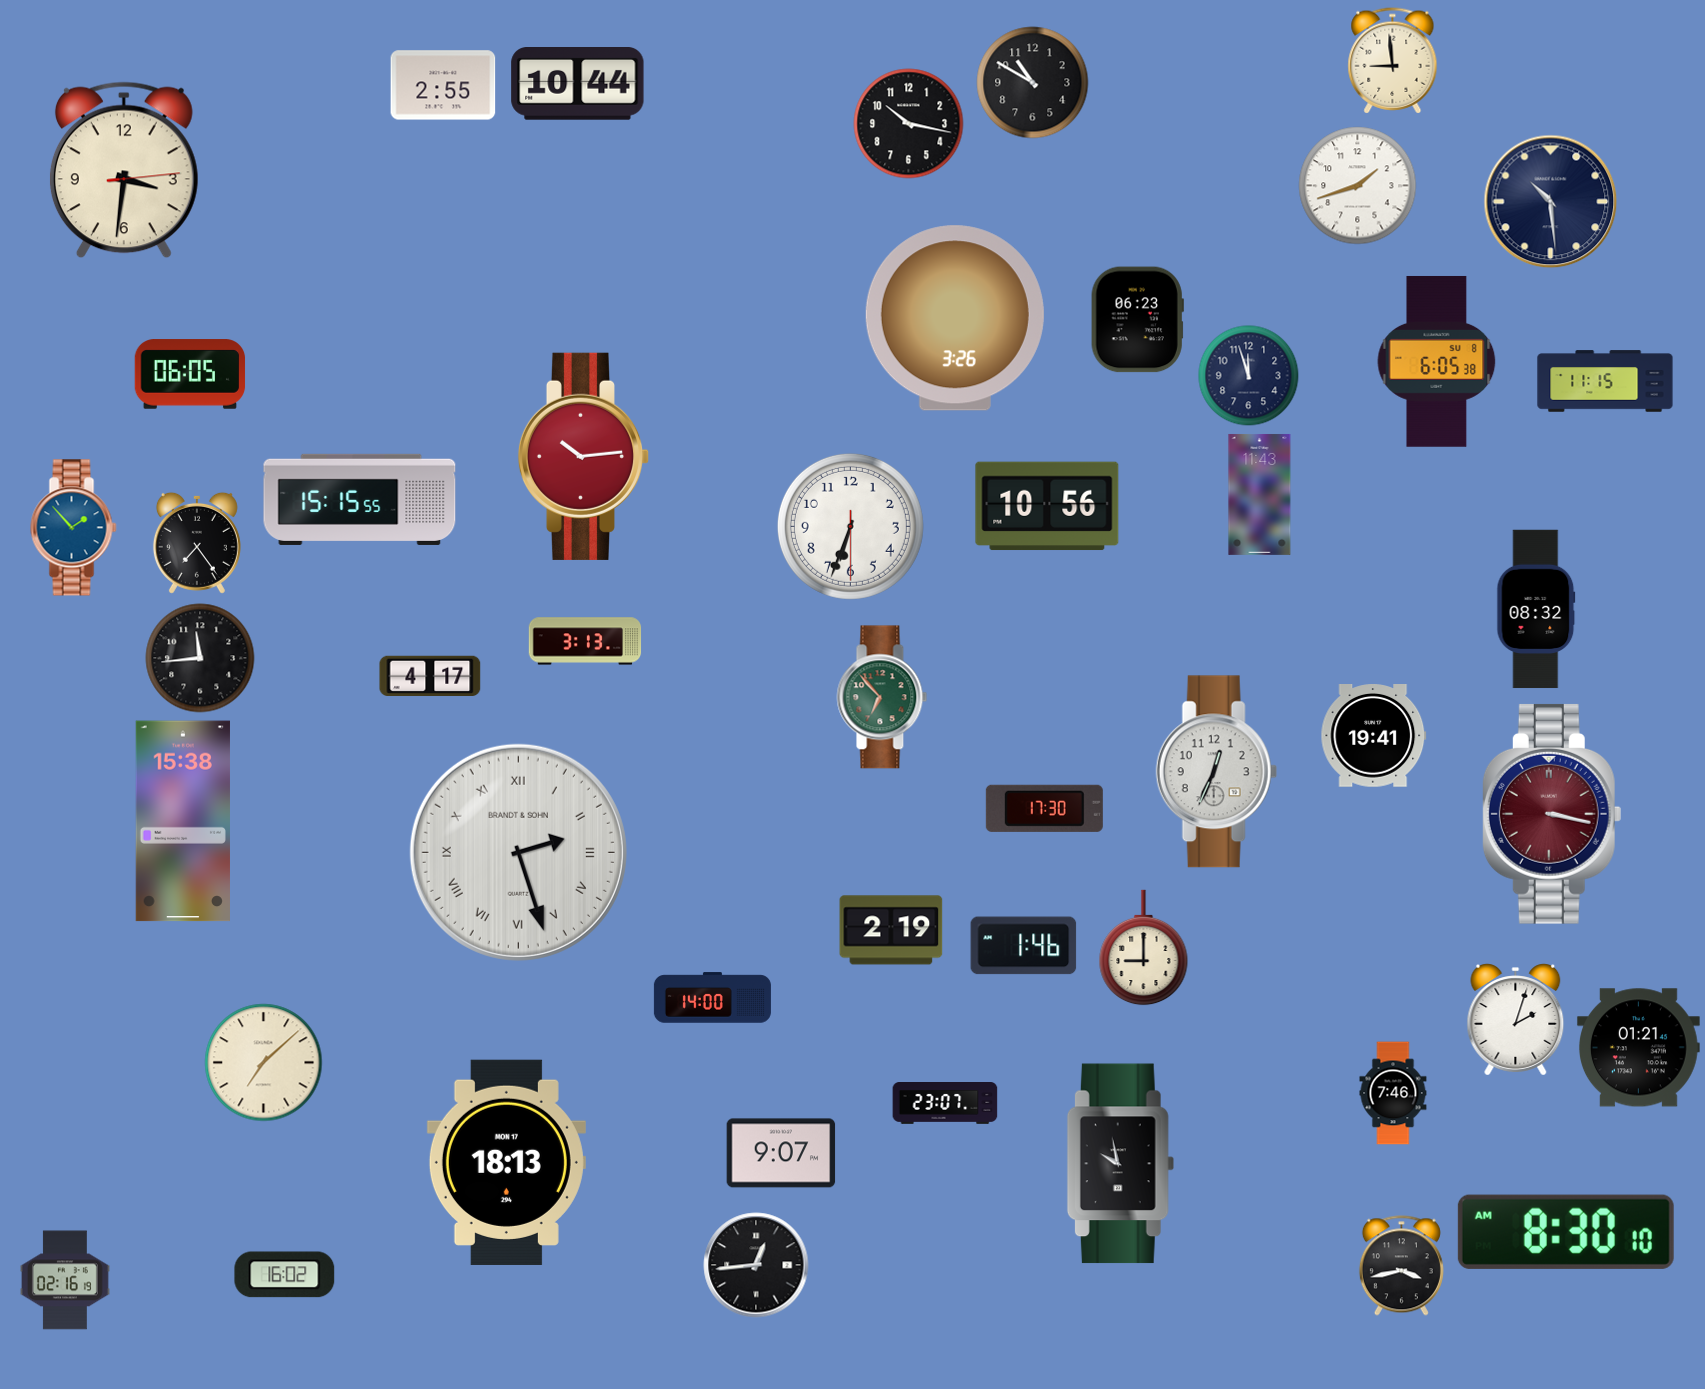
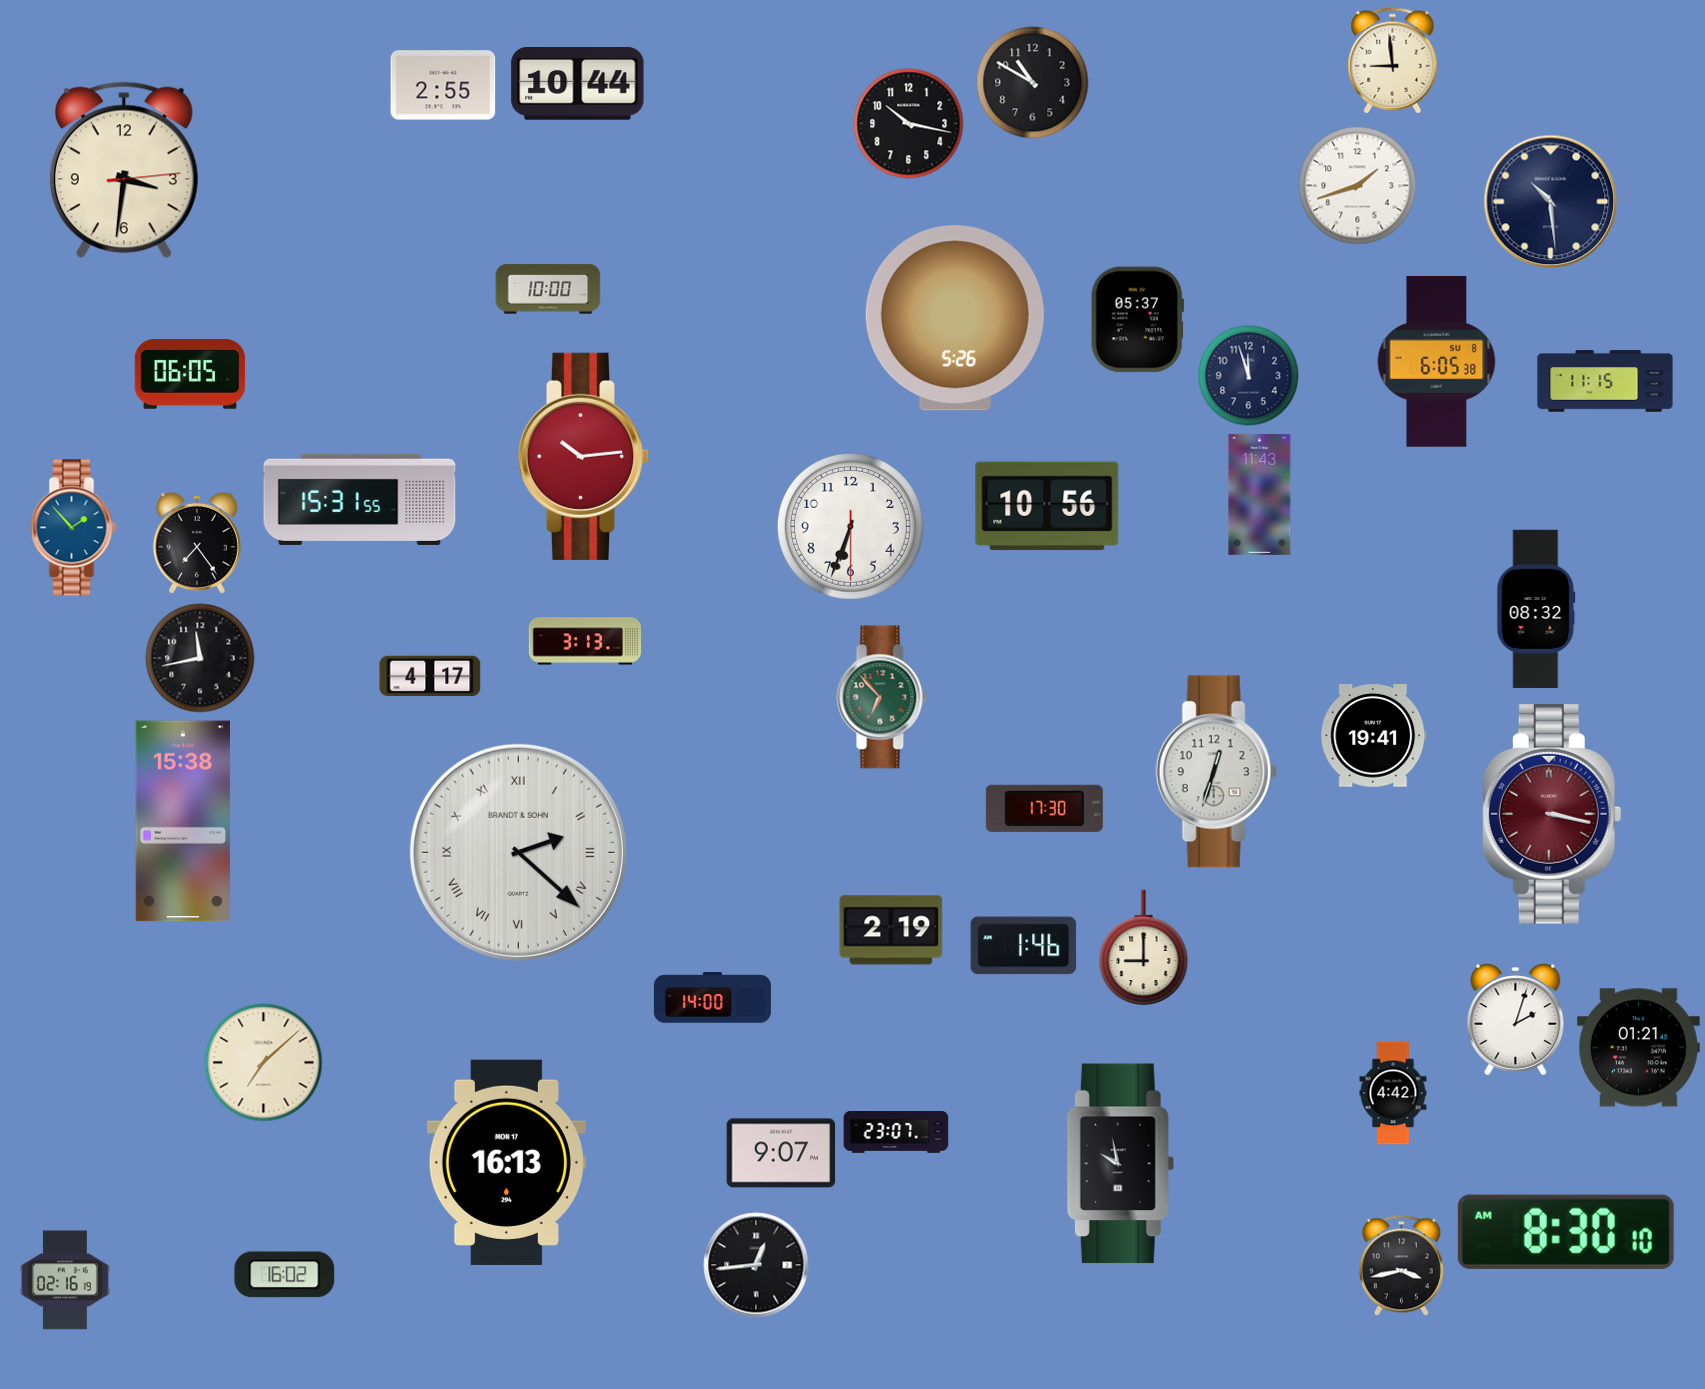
clock at (548, 289): none -> 10:00
clock at (955, 318): 3:26 -> 5:26
clock at (1137, 320): 06:23 -> 05:37
clock at (360, 499): 15:15 -> 15:31
clock at (200, 658): 11:44 -> 11:43
clock at (1216, 772): 12:34 -> 12:33
clock at (518, 852): 2:27 -> 2:22
clock at (1393, 1093): 7:46 -> 4:42
clock at (945, 1104) position: (945, 1104) -> (896, 1133)
clock at (506, 1162): 18:13 -> 16:13
